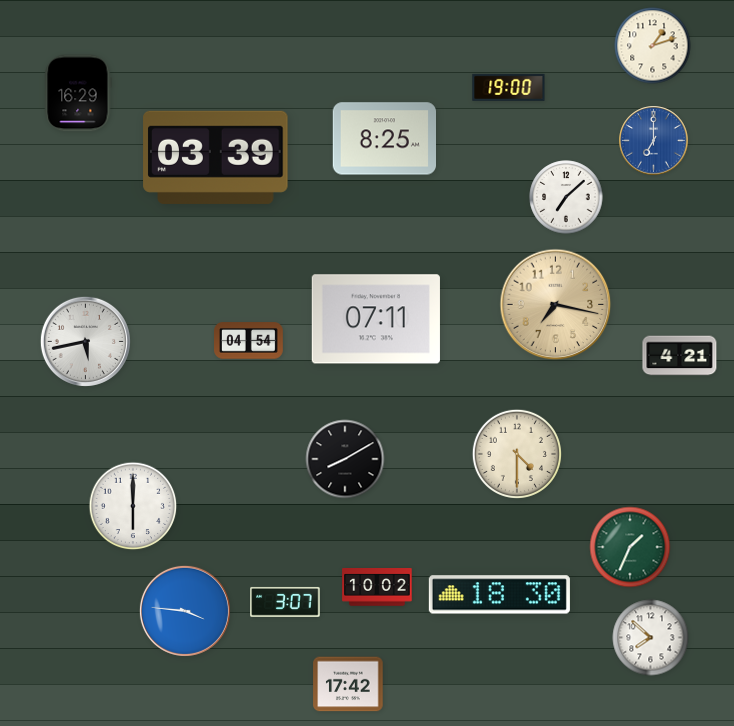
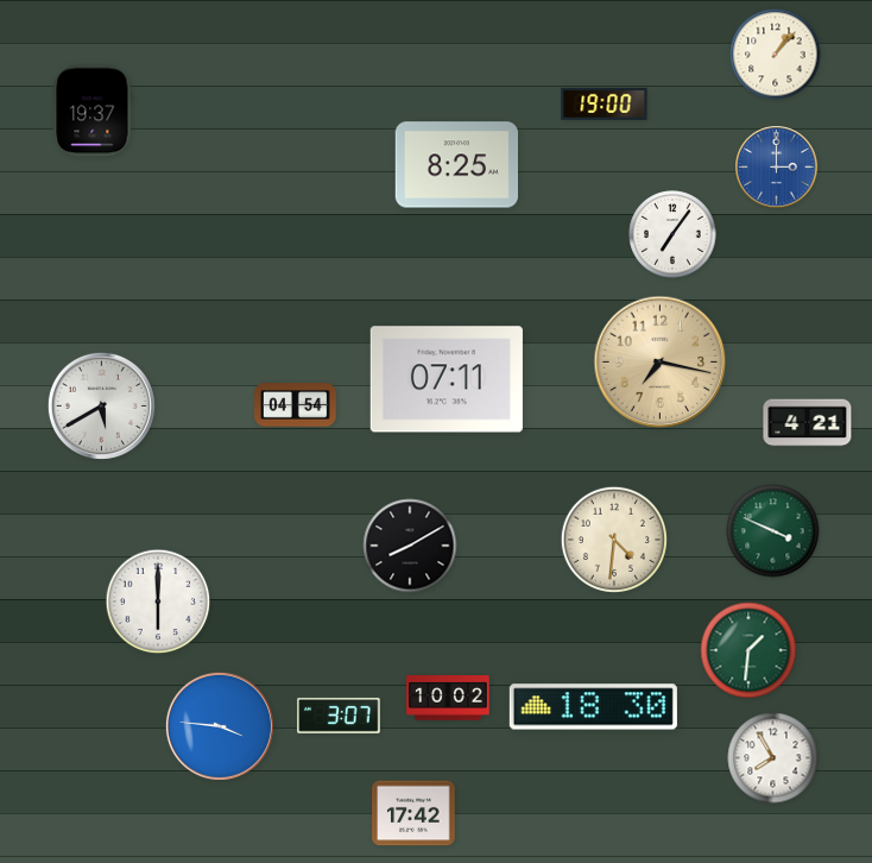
clock at (653, 46): 1:12 -> 1:07
clock at (78, 93): 16:29 -> 19:37
clock at (654, 141): 7:00 -> 3:00
clock at (216, 157): 03:39 -> none
clock at (566, 197): 7:08 -> 7:06
clock at (85, 341): 5:43 -> 5:40
clock at (773, 531): none -> 3:49
clock at (517, 454): 4:30 -> 4:31
clock at (630, 547): 1:34 -> 1:31
clock at (651, 638): 7:52 -> 7:55
